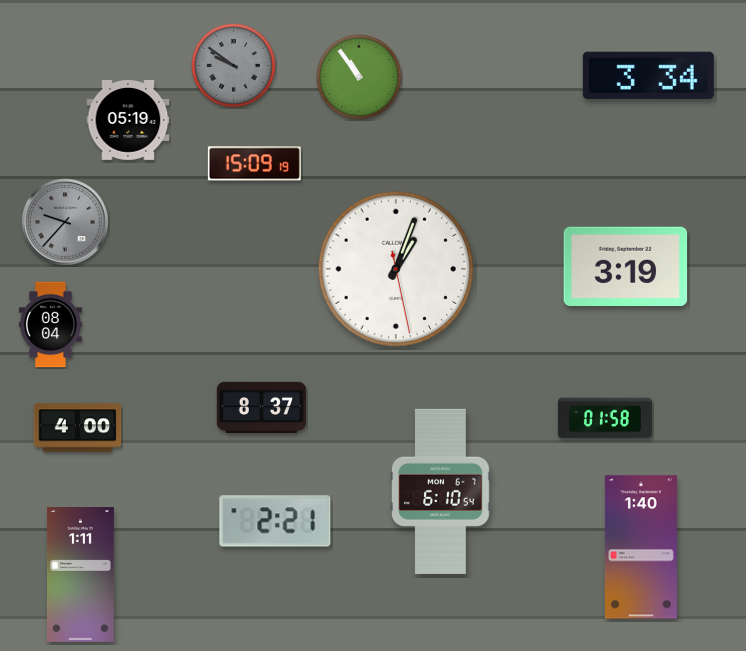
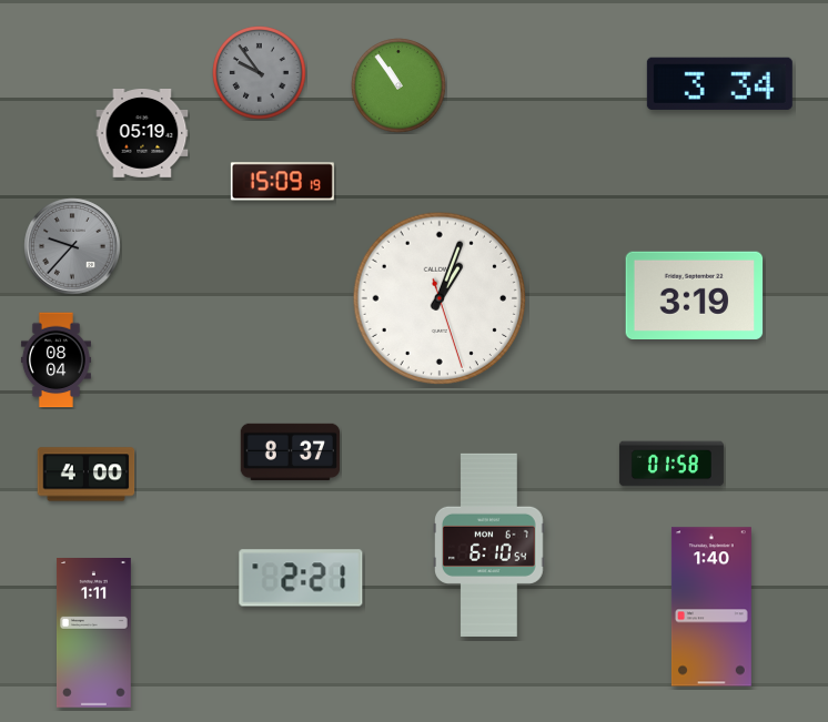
clock at (234, 66): 9:51 -> 9:54
clock at (395, 268): 1:03:28 -> 1:03:27
clock at (275, 521) position: (275, 521) -> (301, 578)
clock at (80, 575) position: (80, 575) -> (93, 633)
